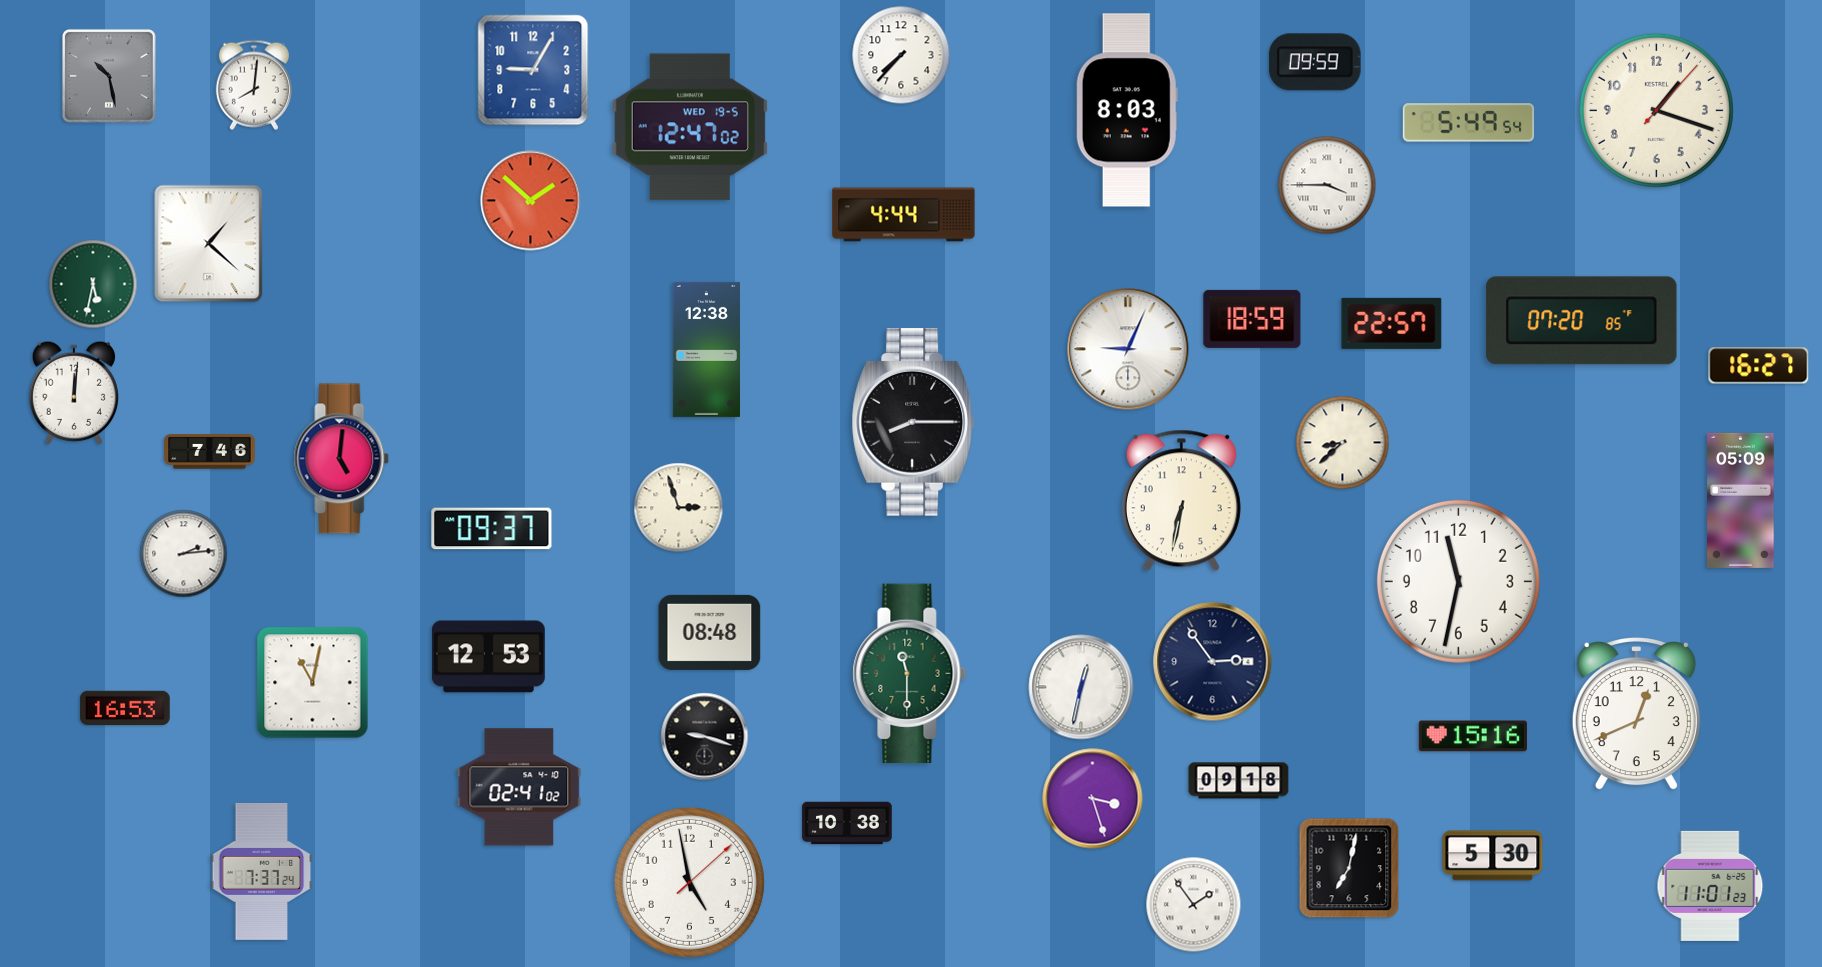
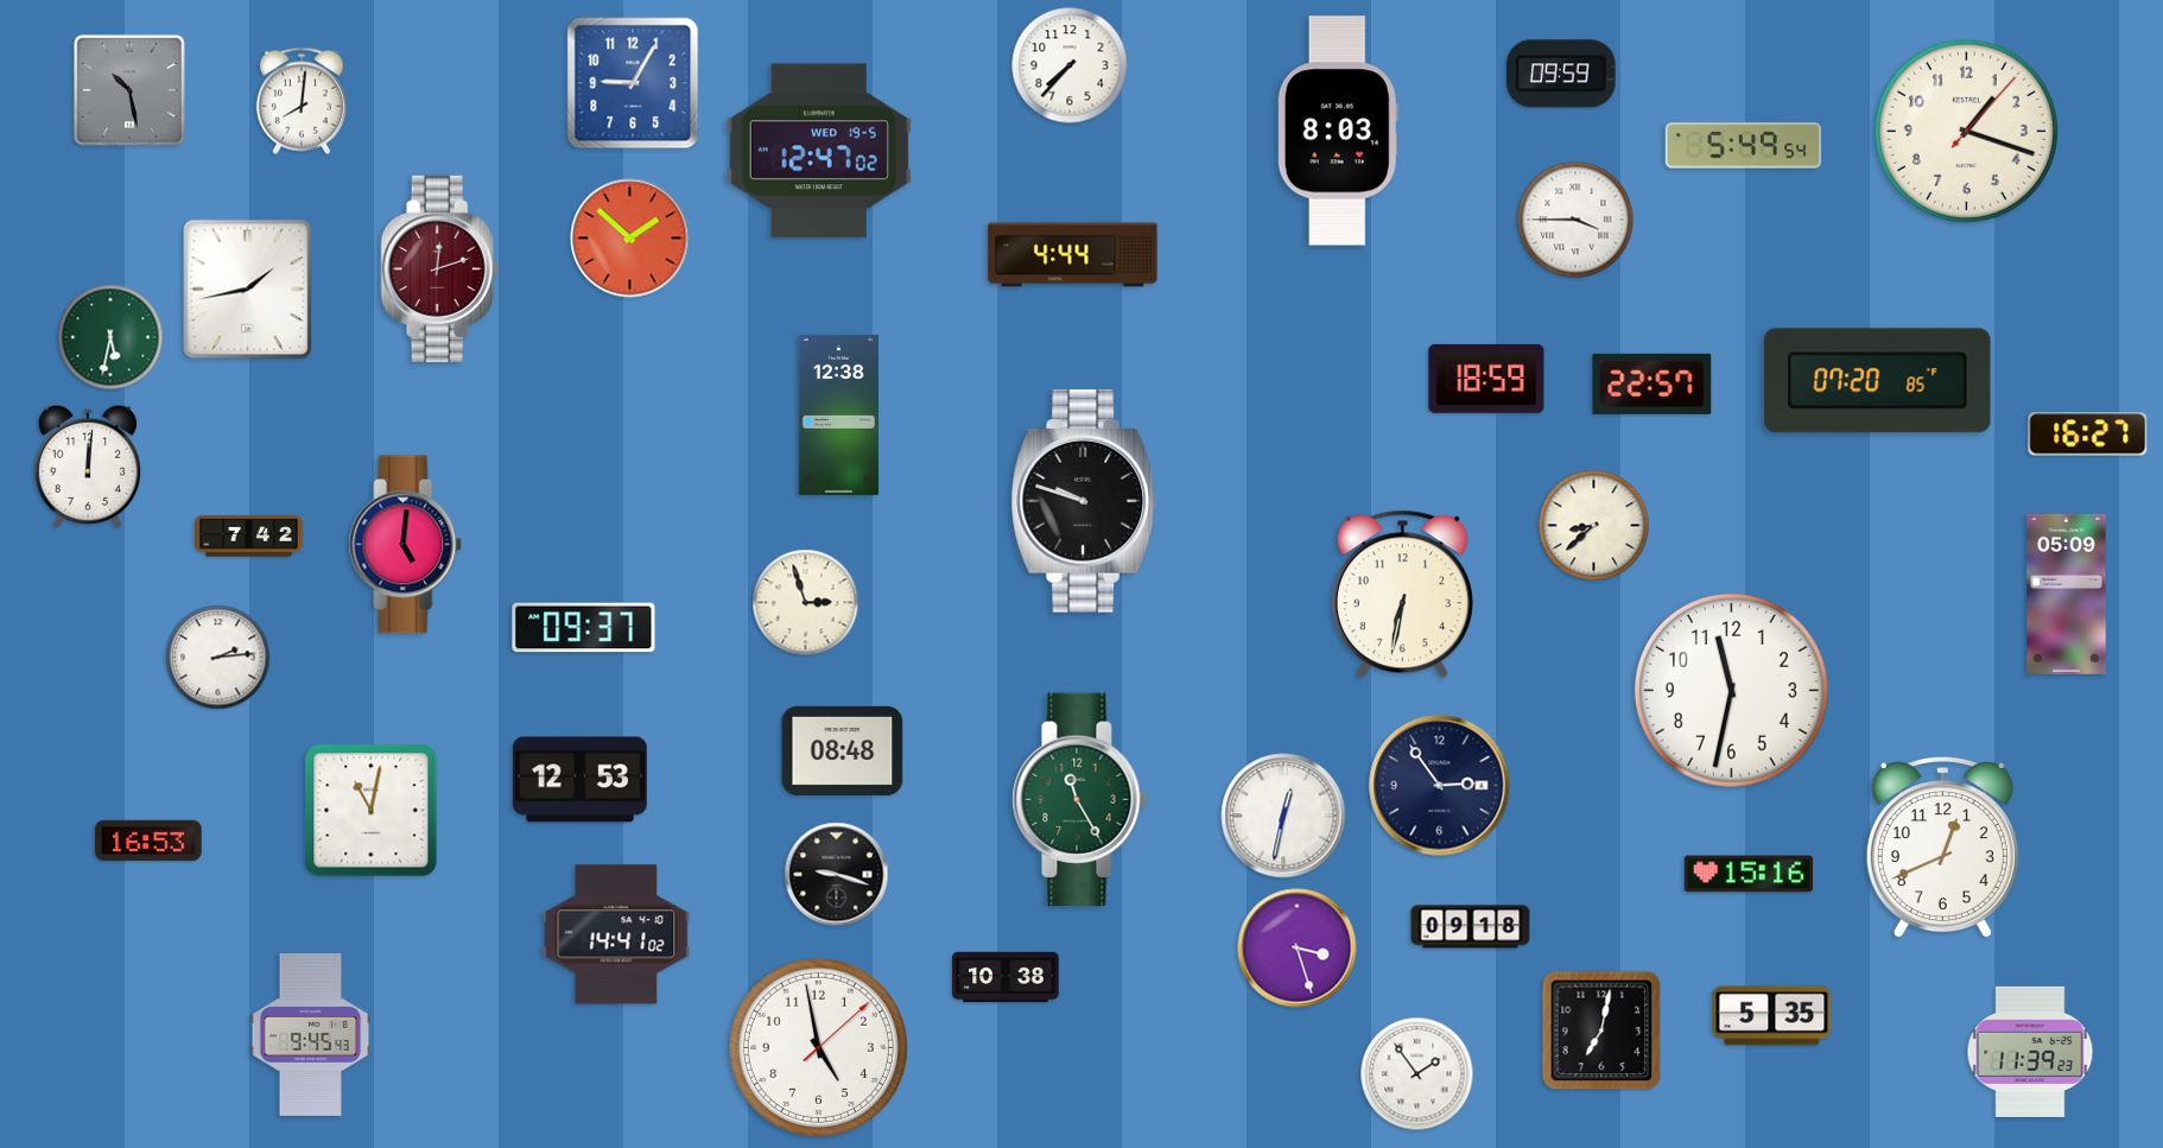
clock at (440, 268): none -> 12:12
clock at (209, 244): 1:22 -> 1:43
clock at (1128, 349): 9:04 -> none
clock at (913, 422): 8:15 -> 9:48
clock at (210, 452): 7:46 -> 7:42
clock at (910, 673): 11:30 -> 11:25
clock at (519, 787): 02:41 -> 14:41
clock at (1493, 856): 5:30 -> 5:35
clock at (262, 871): 7:37 -> 9:45
clock at (1710, 886): 11:01 -> 11:39
